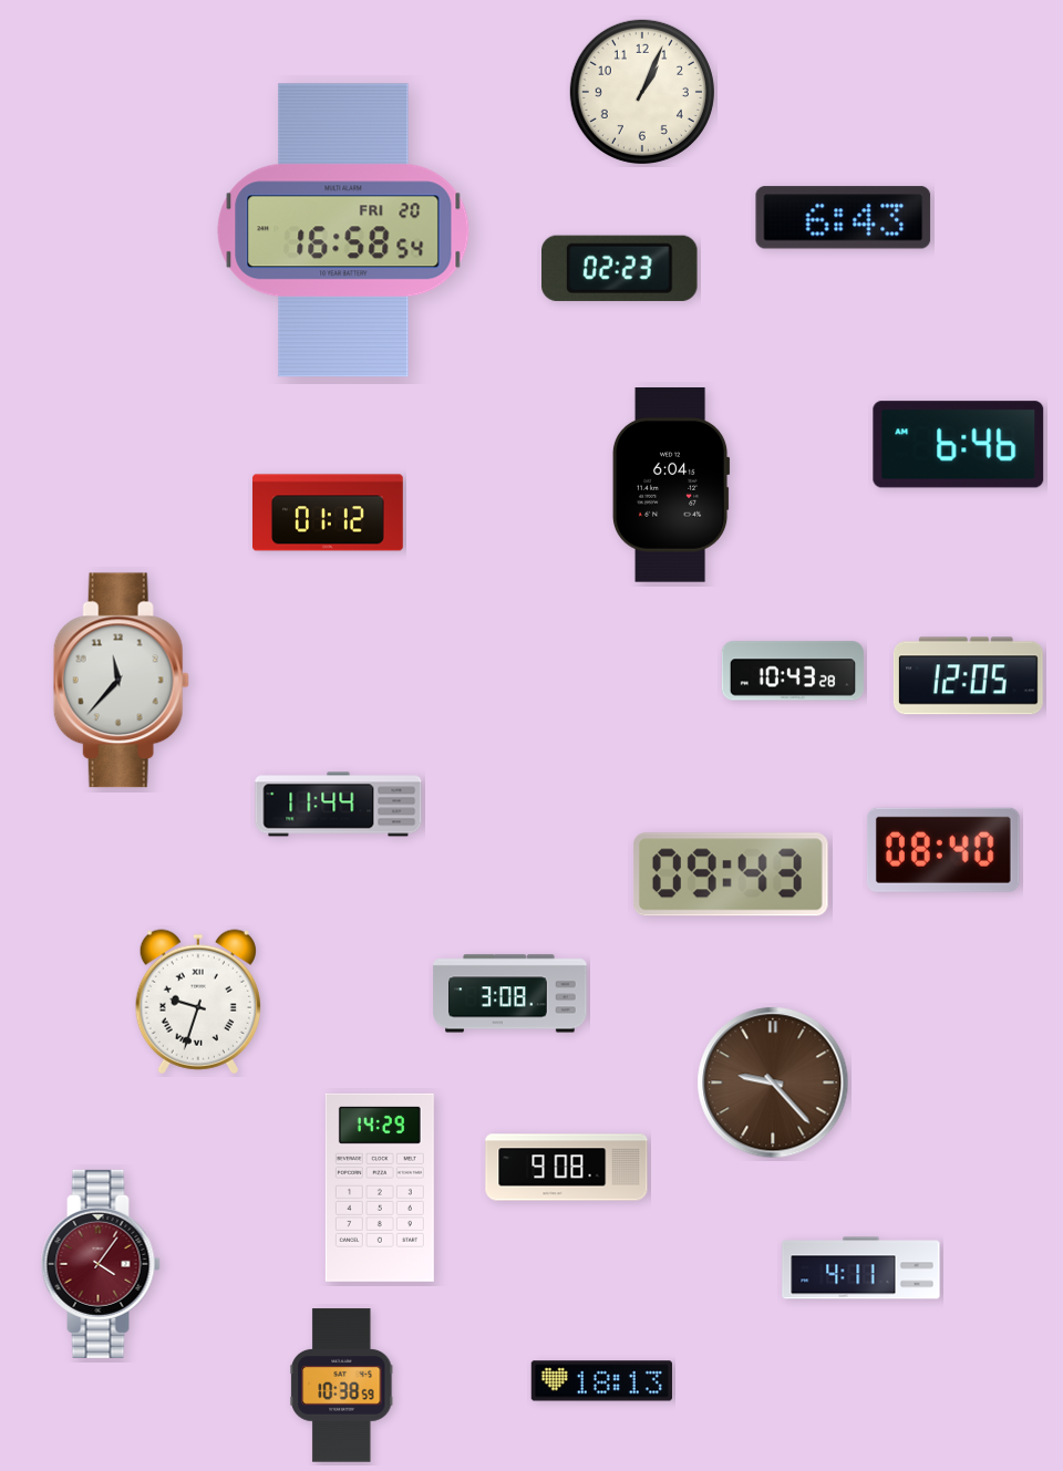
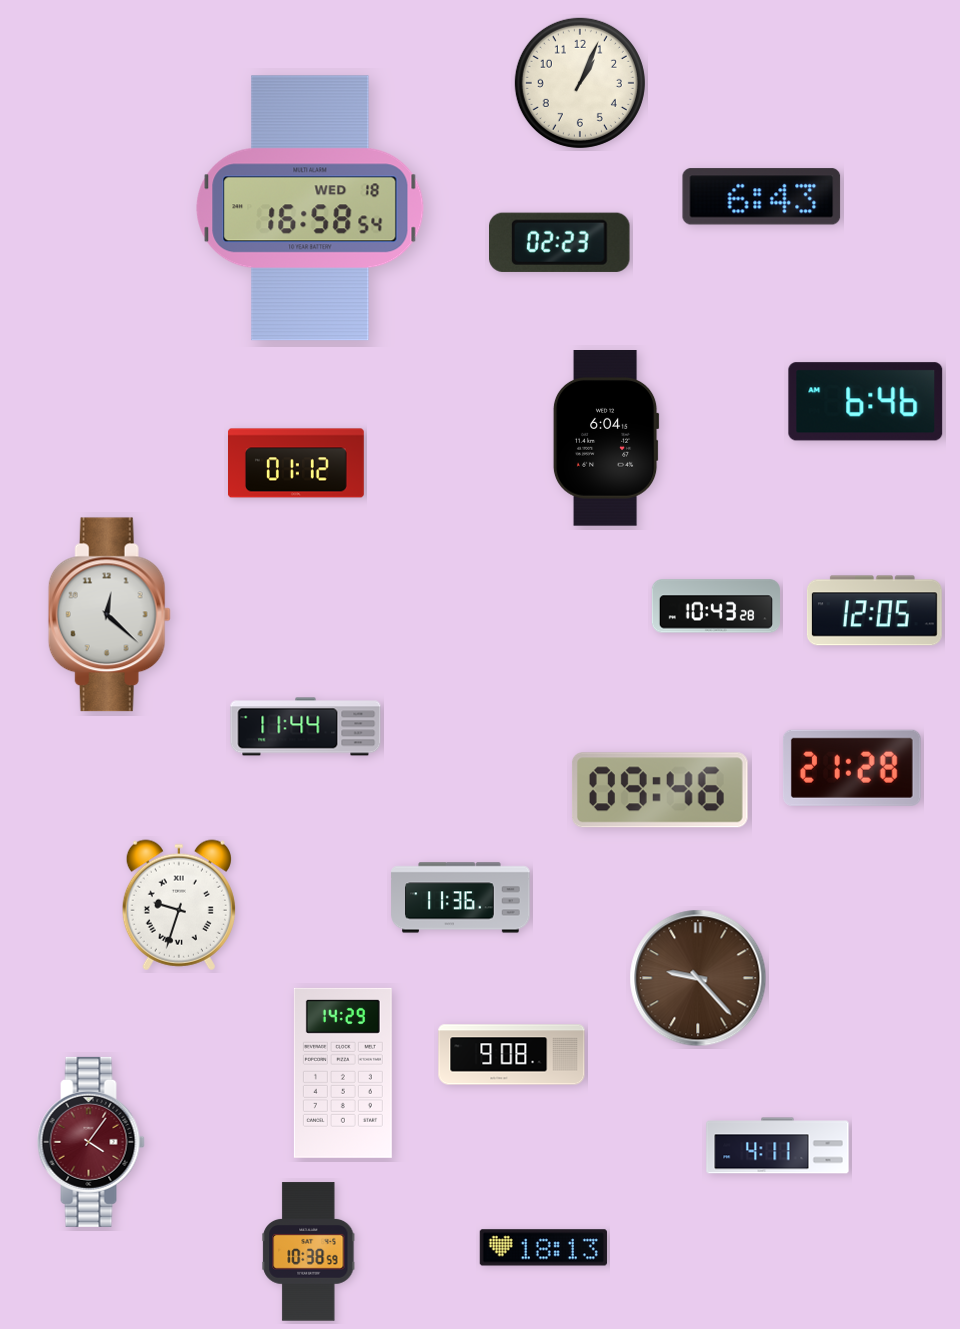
clock at (343, 230) date: FRI 20 -> WED 18
clock at (121, 681): 11:37 -> 12:22
clock at (943, 850): 08:40 -> 21:28
clock at (731, 874): 09:43 -> 09:46
clock at (510, 994): 3:08 -> 11:36
